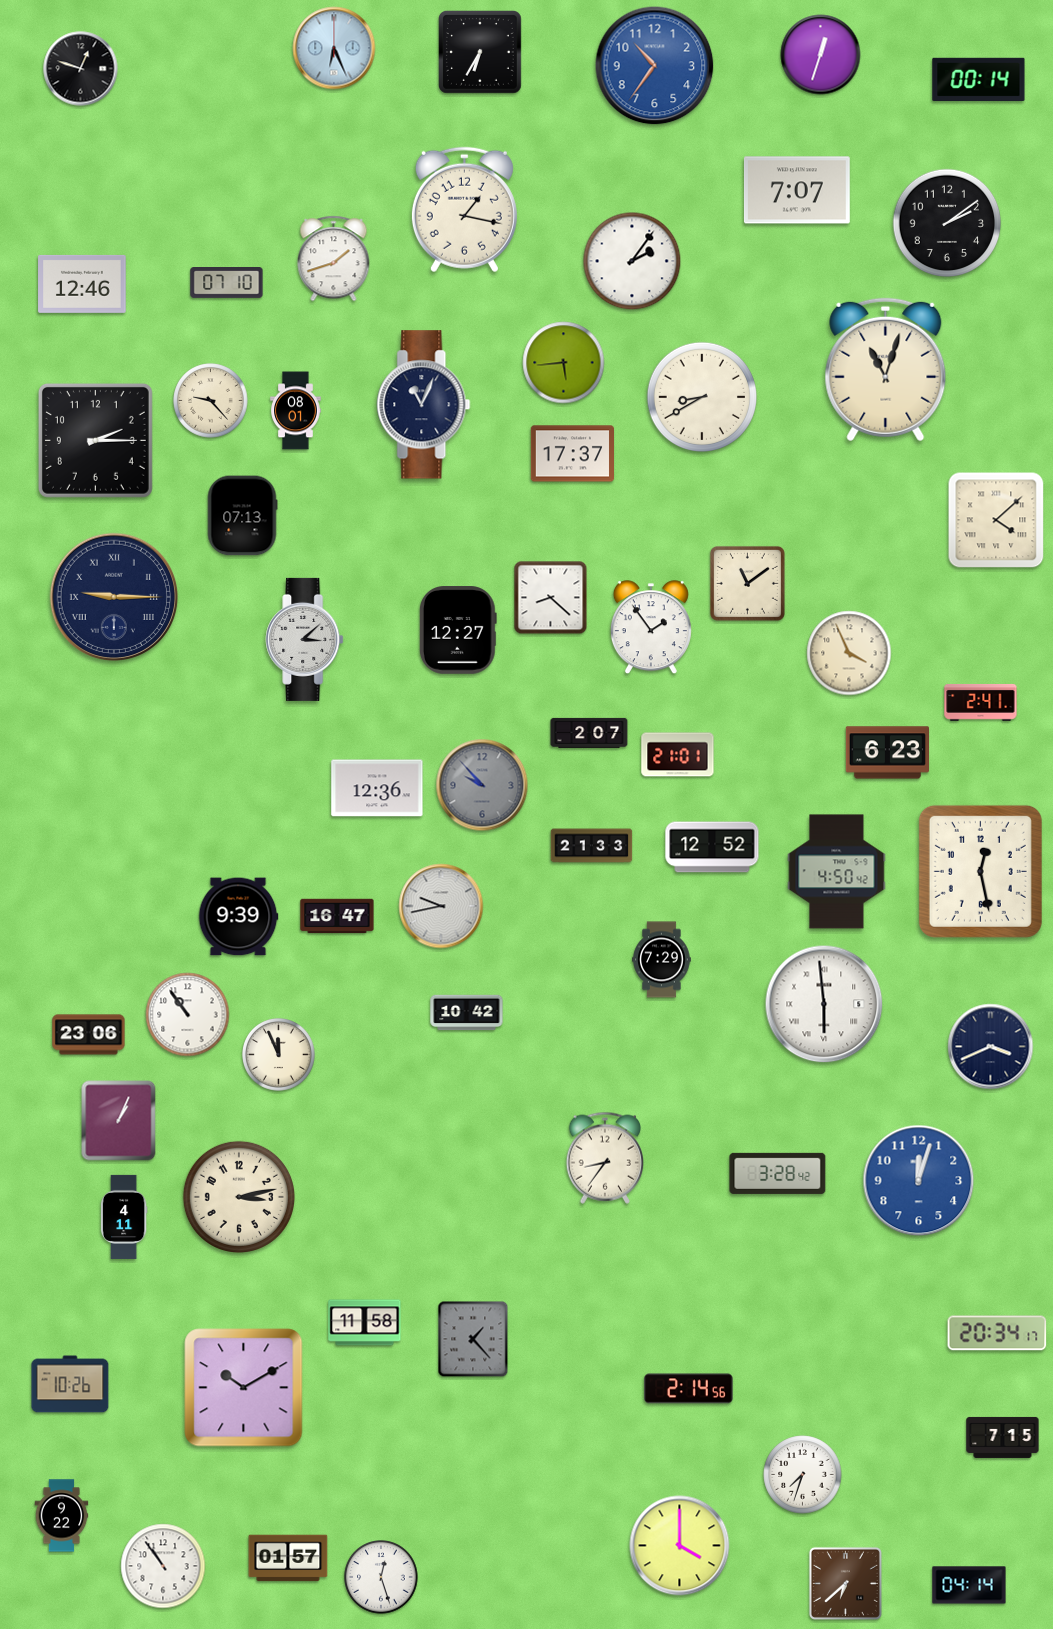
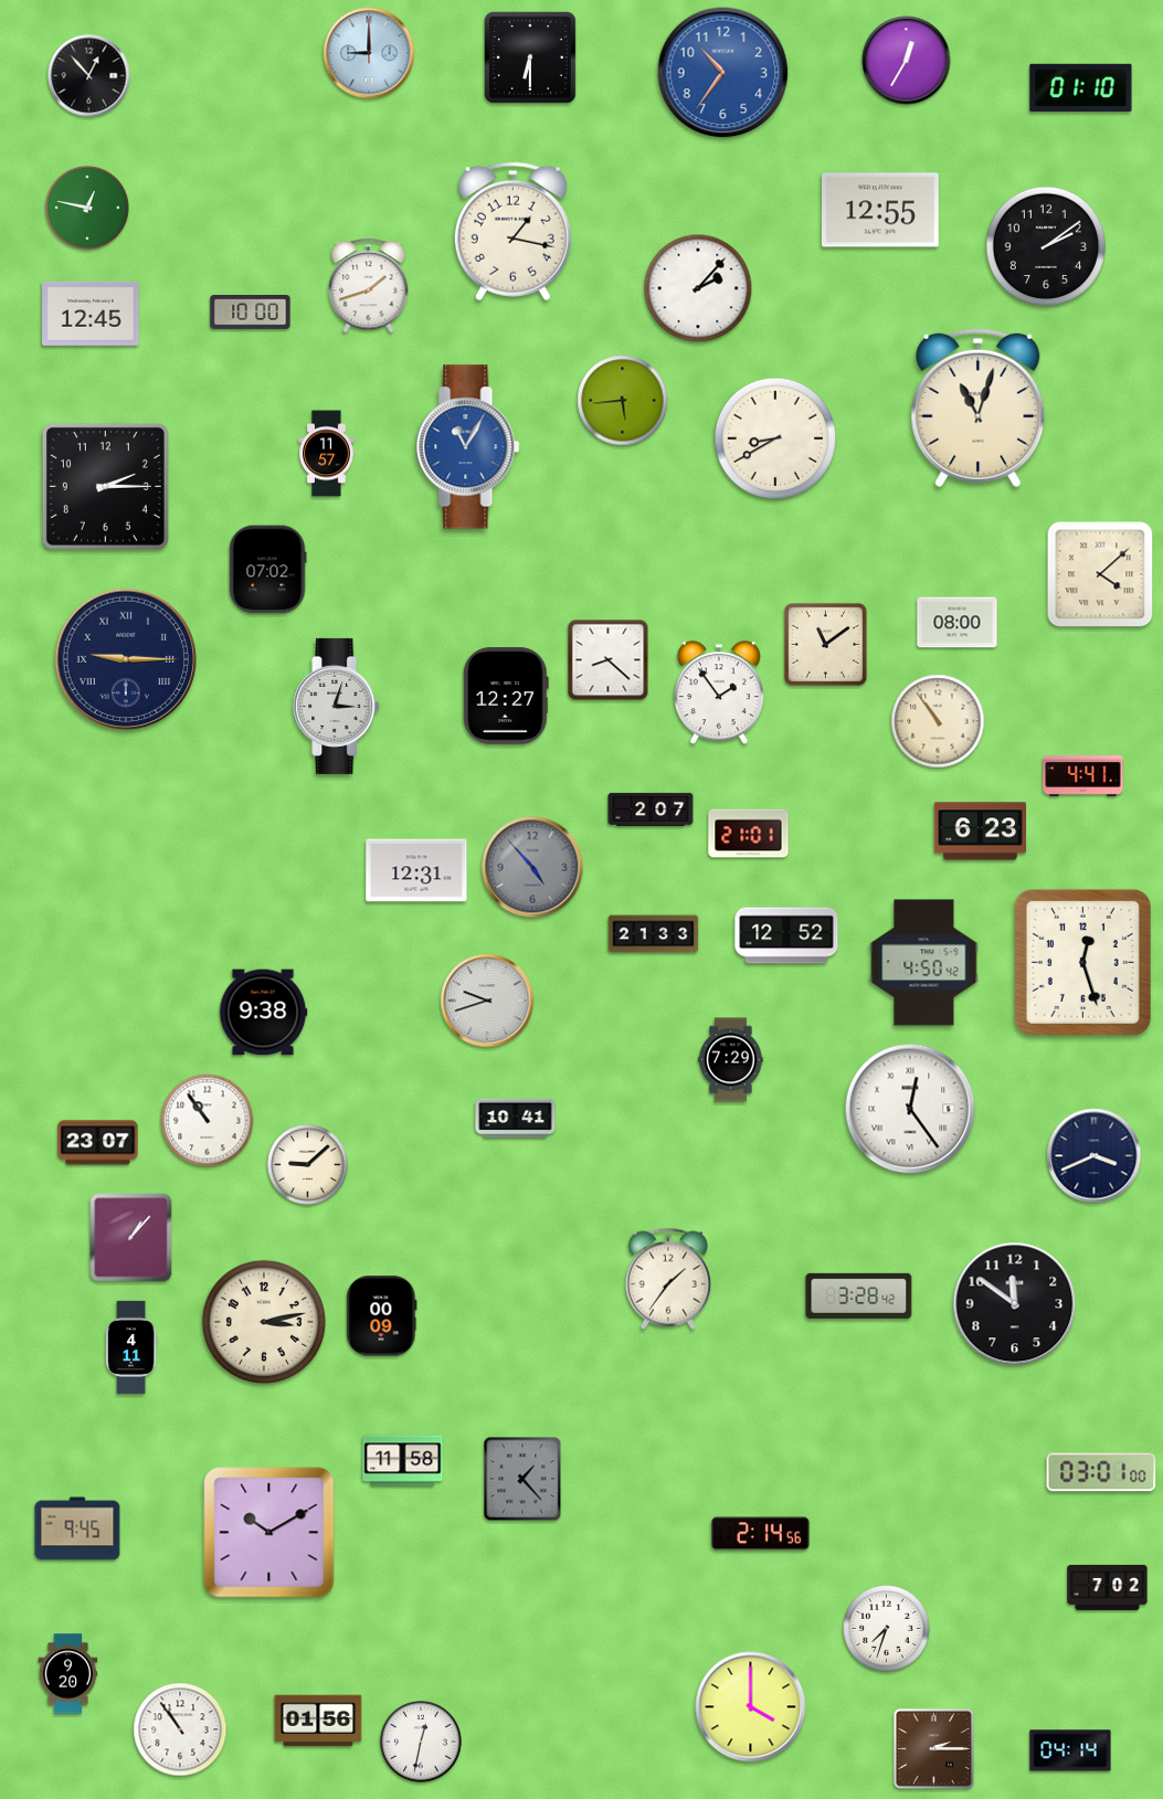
clock at (334, 48): 6:26 -> 9:00
clock at (481, 53): 6:35 -> 6:30
clock at (821, 55): 12:33 -> 12:35
clock at (81, 69): 12:48 -> 12:53
clock at (979, 79): 00:14 -> 01:10
clock at (87, 208): none -> 12:47
clock at (797, 190): 7:07 -> 12:55
clock at (632, 261): 2:06 -> 2:07
clock at (227, 283): 07:10 -> 10:00
clock at (82, 284): 12:46 -> 12:45
clock at (211, 401): 9:23 -> none
clock at (424, 405): 11:04 -> 11:05
clock at (424, 405) dial: navy -> blue
clock at (296, 411): 08:01 -> 11:57
clock at (572, 454): 17:37 -> none
clock at (242, 516): 07:13 -> 07:02
clock at (958, 623): none -> 08:00
clock at (305, 639): 3:08 -> 3:03
clock at (849, 653): 3:56 -> 10:54
clock at (981, 702): 2:41 -> 4:41
clock at (482, 785): 9:53 -> 4:53
clock at (377, 788): 12:36 -> 12:31
clock at (980, 871): 12:28 -> 12:27
clock at (441, 906): 9:43 -> 9:42
clock at (337, 916): 16:47 -> none
clock at (238, 917): 9:39 -> 9:38
clock at (824, 1004): 5:59 -> 12:24
clock at (467, 1013): 10:42 -> 10:41
clock at (89, 1035): 23:06 -> 23:07
clock at (279, 1055): 11:56 -> 9:08
clock at (119, 1121): 1:04 -> 1:07
clock at (604, 1158): 8:36 -> 1:36
clock at (919, 1181): 12:03 -> 11:51
clock at (919, 1181) dial: blue -> black
clock at (382, 1316): none -> 00:09
clock at (124, 1217) position: (124, 1217) -> (131, 1347)
clock at (997, 1333): 20:34 -> 03:01
clock at (70, 1384): 10:26 -> 9:45
clock at (1003, 1437): 7:15 -> 7:02
clock at (62, 1516): 9:22 -> 9:20
clock at (288, 1558): 01:57 -> 01:56
clock at (382, 1578): 12:27 -> 12:32
clock at (845, 1583): 6:38 -> 2:15
